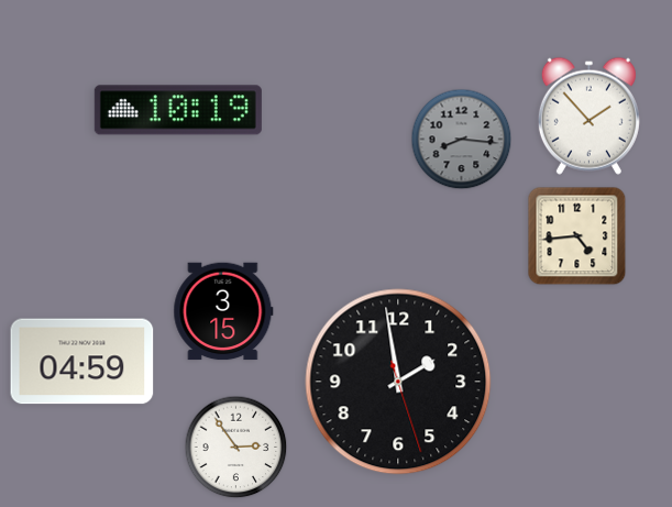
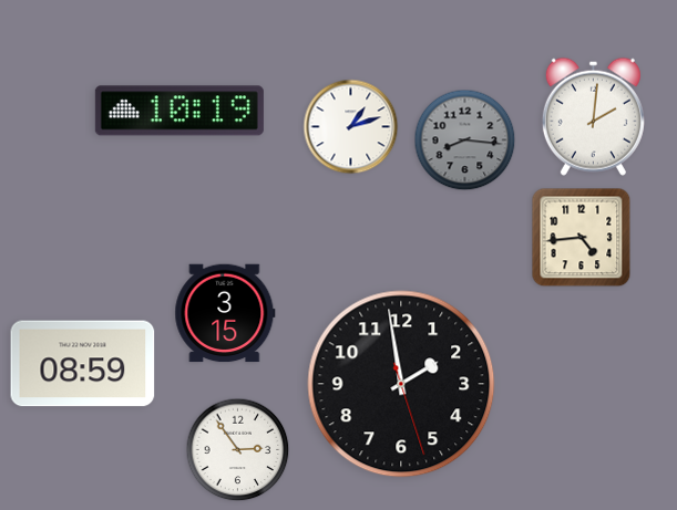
clock at (588, 115): 1:53 -> 2:01
clock at (351, 127): none -> 1:12
clock at (82, 362): 04:59 -> 08:59
